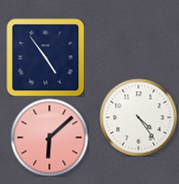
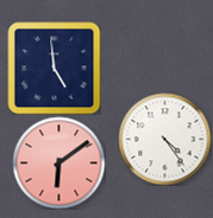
clock at (45, 57): 4:54 -> 4:59
clock at (49, 137): 6:08 -> 6:09
